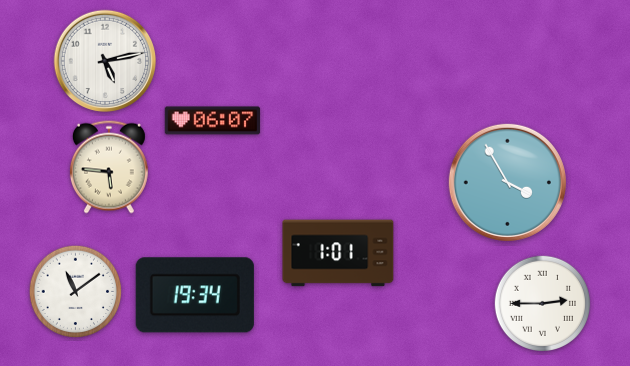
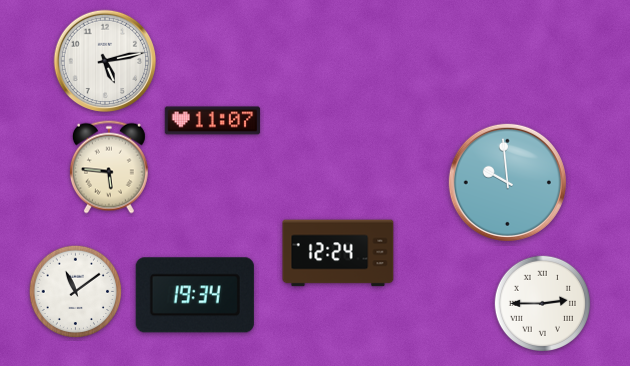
clock at (213, 121): 06:07 -> 11:07
clock at (507, 182): 3:55 -> 9:59
clock at (338, 253): 1:01 -> 12:24
